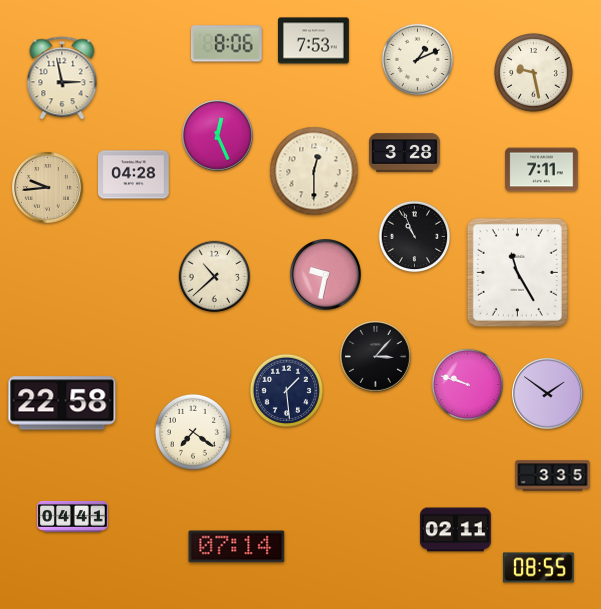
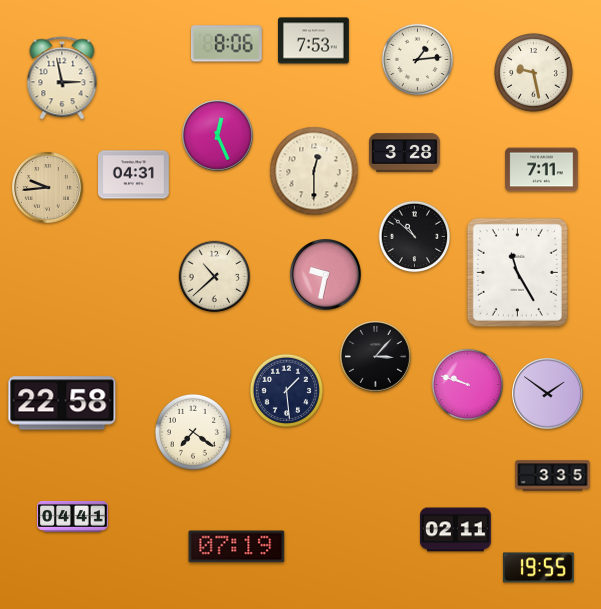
clock at (418, 60): 1:11 -> 1:14
clock at (134, 175): 04:28 -> 04:31
clock at (415, 237): 10:56 -> 10:52
clock at (237, 547): 07:14 -> 07:19
clock at (538, 568): 08:55 -> 19:55
